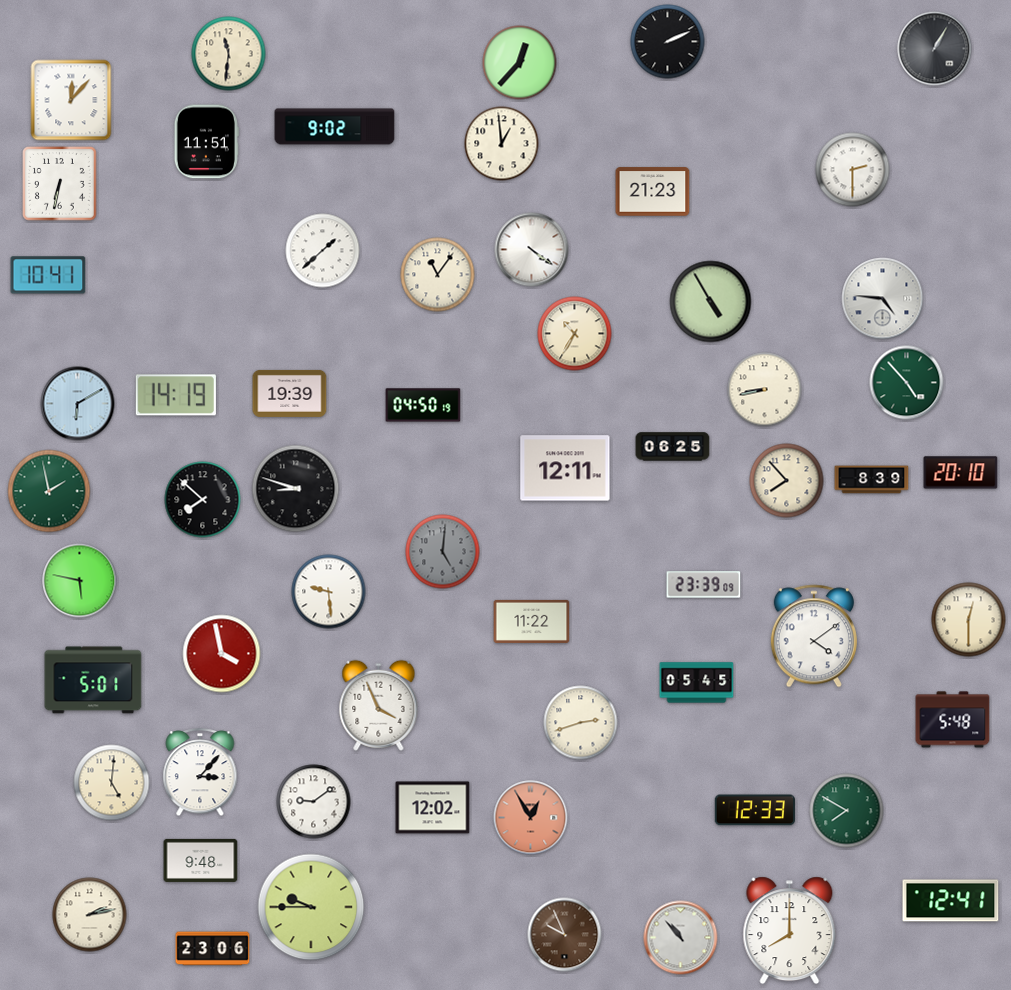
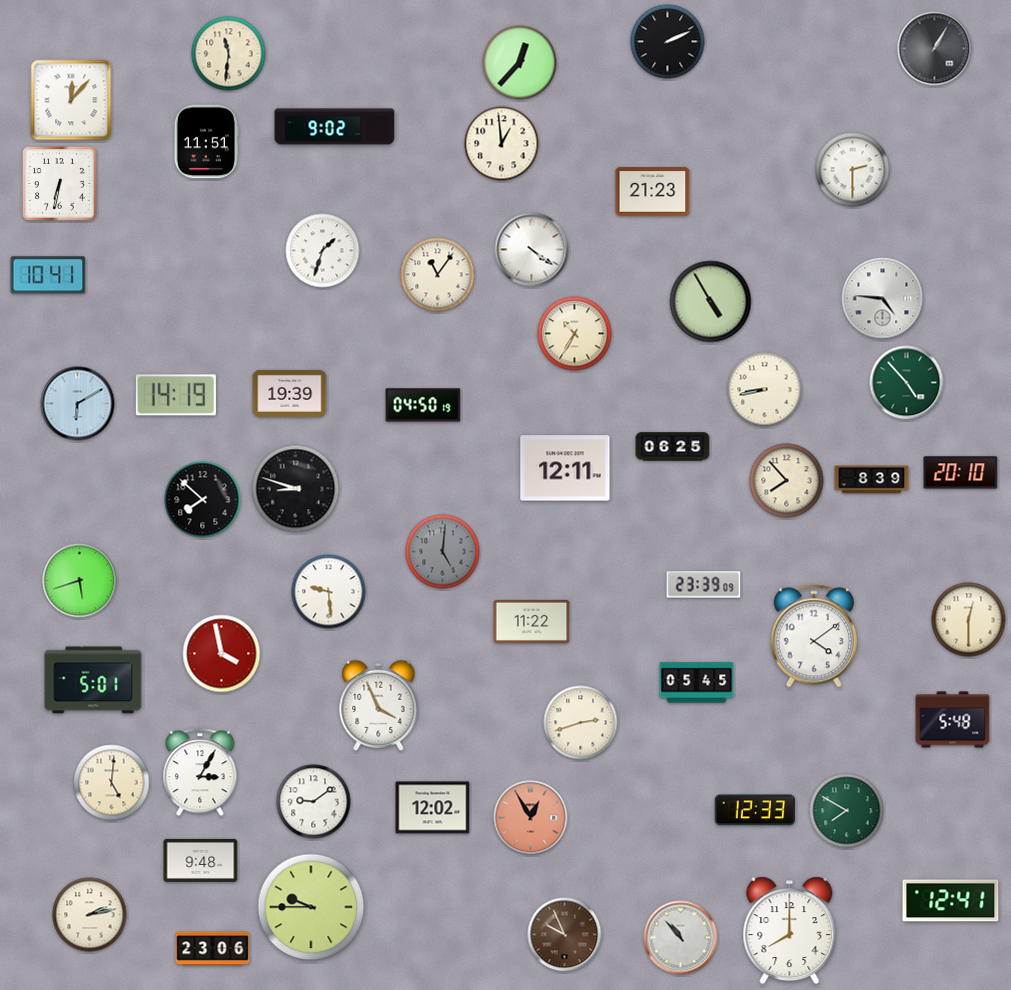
clock at (323, 251): 1:38 -> 1:33
clock at (49, 491): 1:58 -> none
clock at (80, 581): 5:47 -> 5:42
clock at (200, 773): 3:07 -> 3:05
